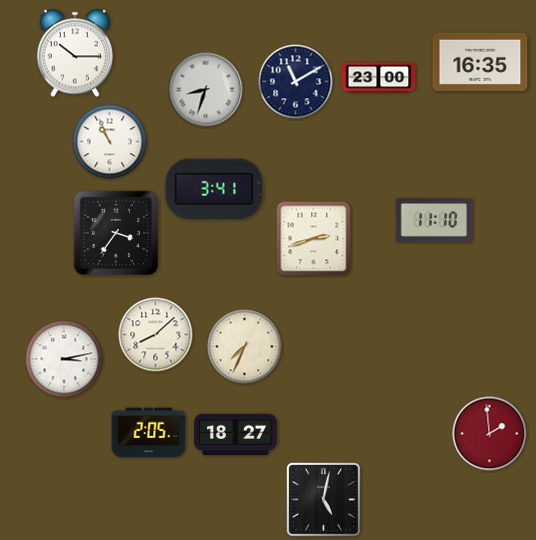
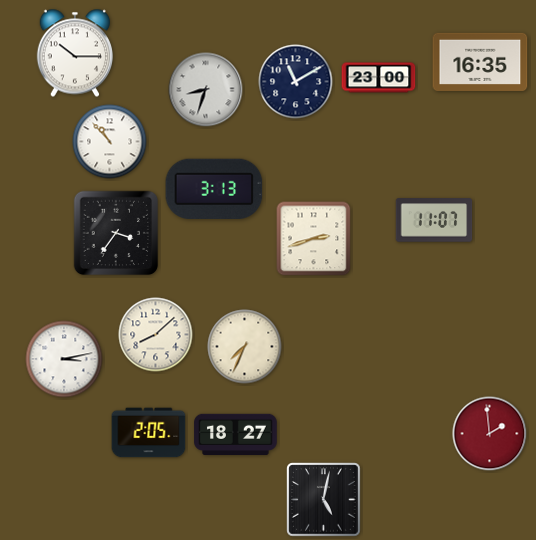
clock at (110, 142): 10:56 -> 10:53
clock at (214, 189): 3:41 -> 3:13
clock at (434, 220): 11:10 -> 11:07
